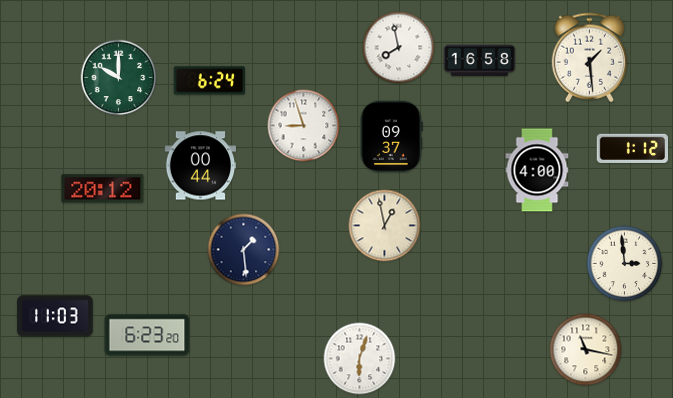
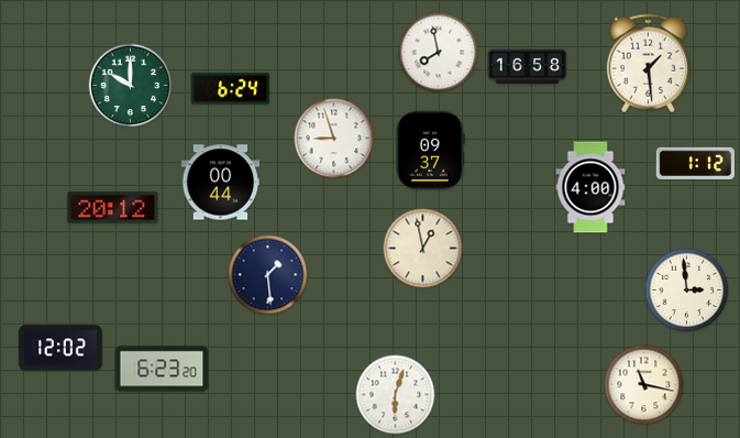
clock at (55, 316): 11:03 -> 12:02
